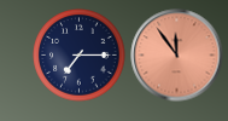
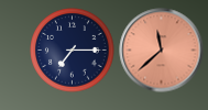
clock at (177, 56): 11:54 -> 11:38
